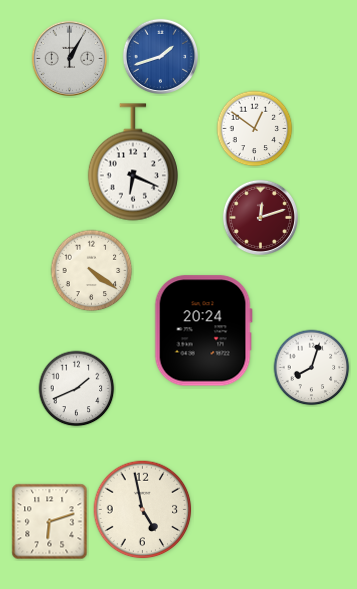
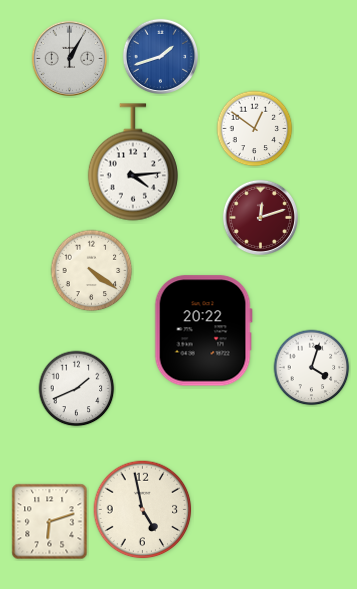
clock at (133, 162): 6:19 -> 4:14
clock at (203, 331): 20:24 -> 20:22
clock at (312, 368): 8:03 -> 4:03
